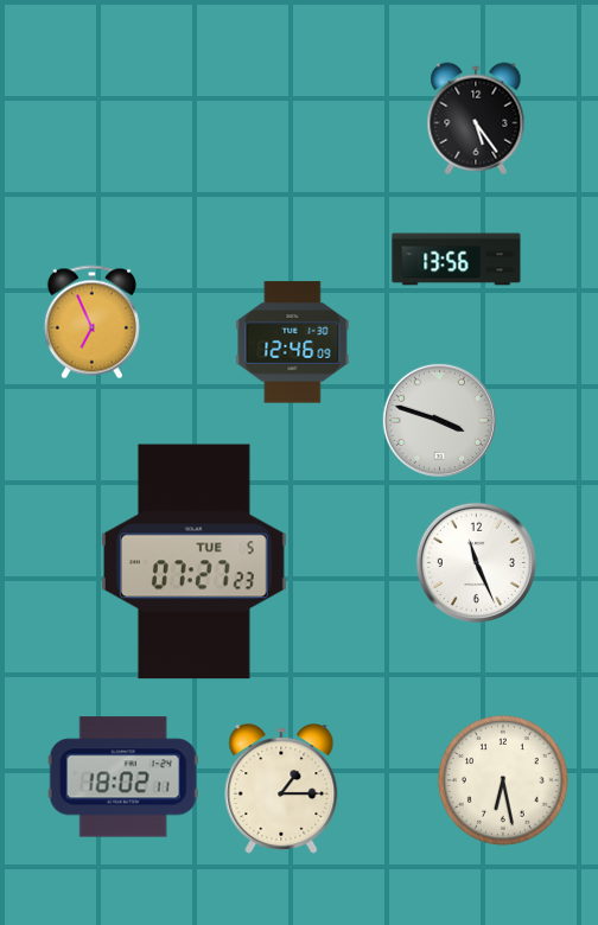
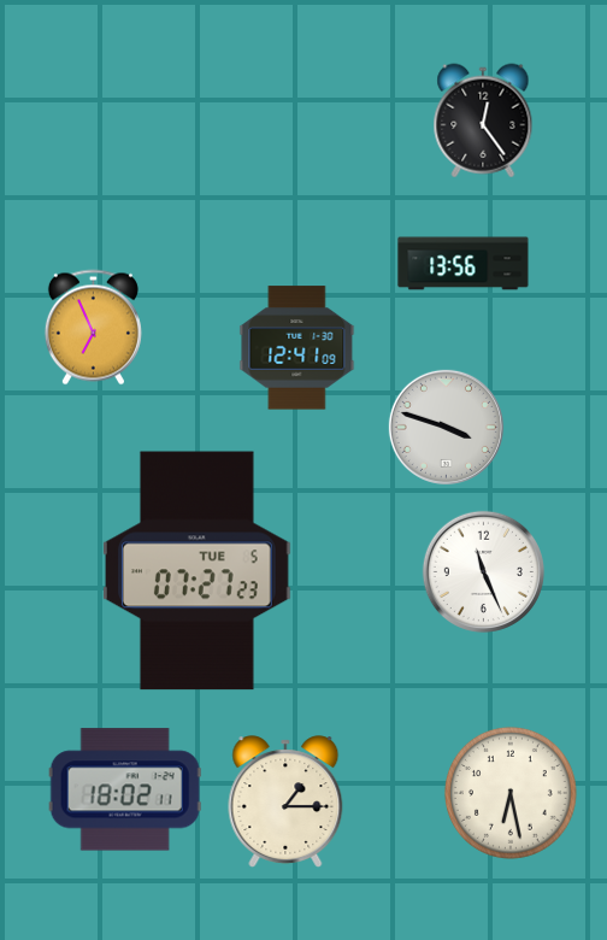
clock at (476, 119): 5:24 -> 12:24
clock at (293, 343): 12:46 -> 12:41
